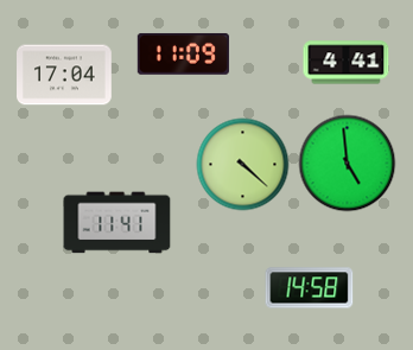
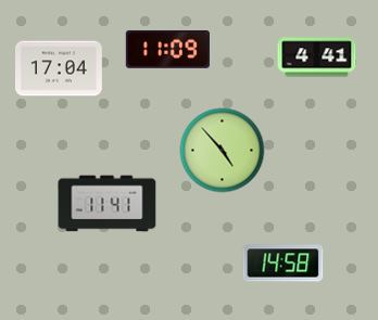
clock at (348, 164): 4:59 -> none
clock at (243, 165): 4:22 -> 4:53
